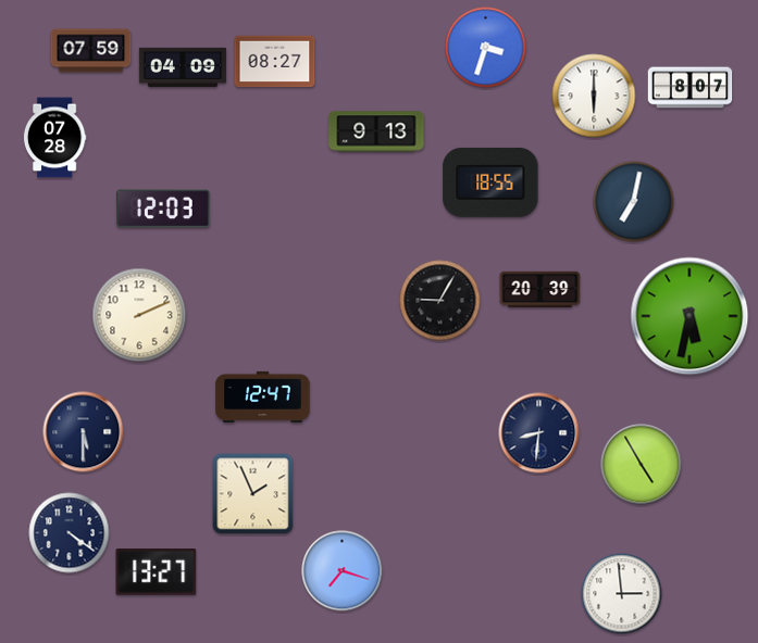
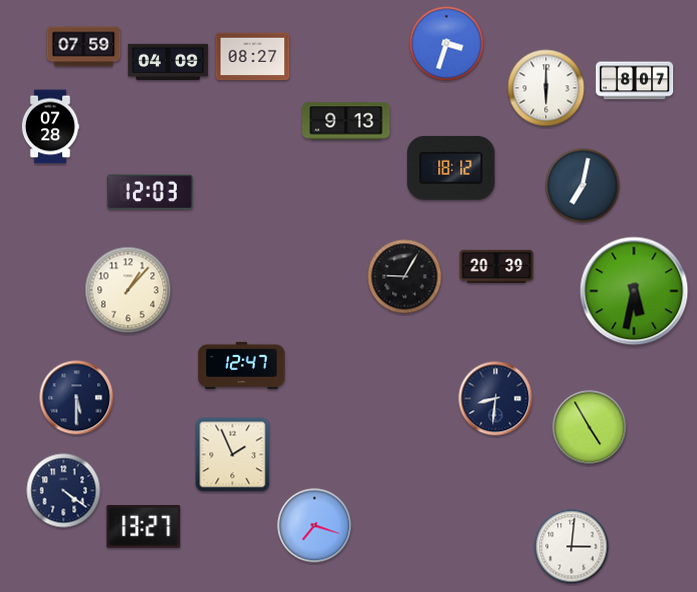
clock at (490, 182): 18:55 -> 18:12
clock at (139, 315): 2:11 -> 1:07
clock at (622, 594): 2:59 -> 3:01
